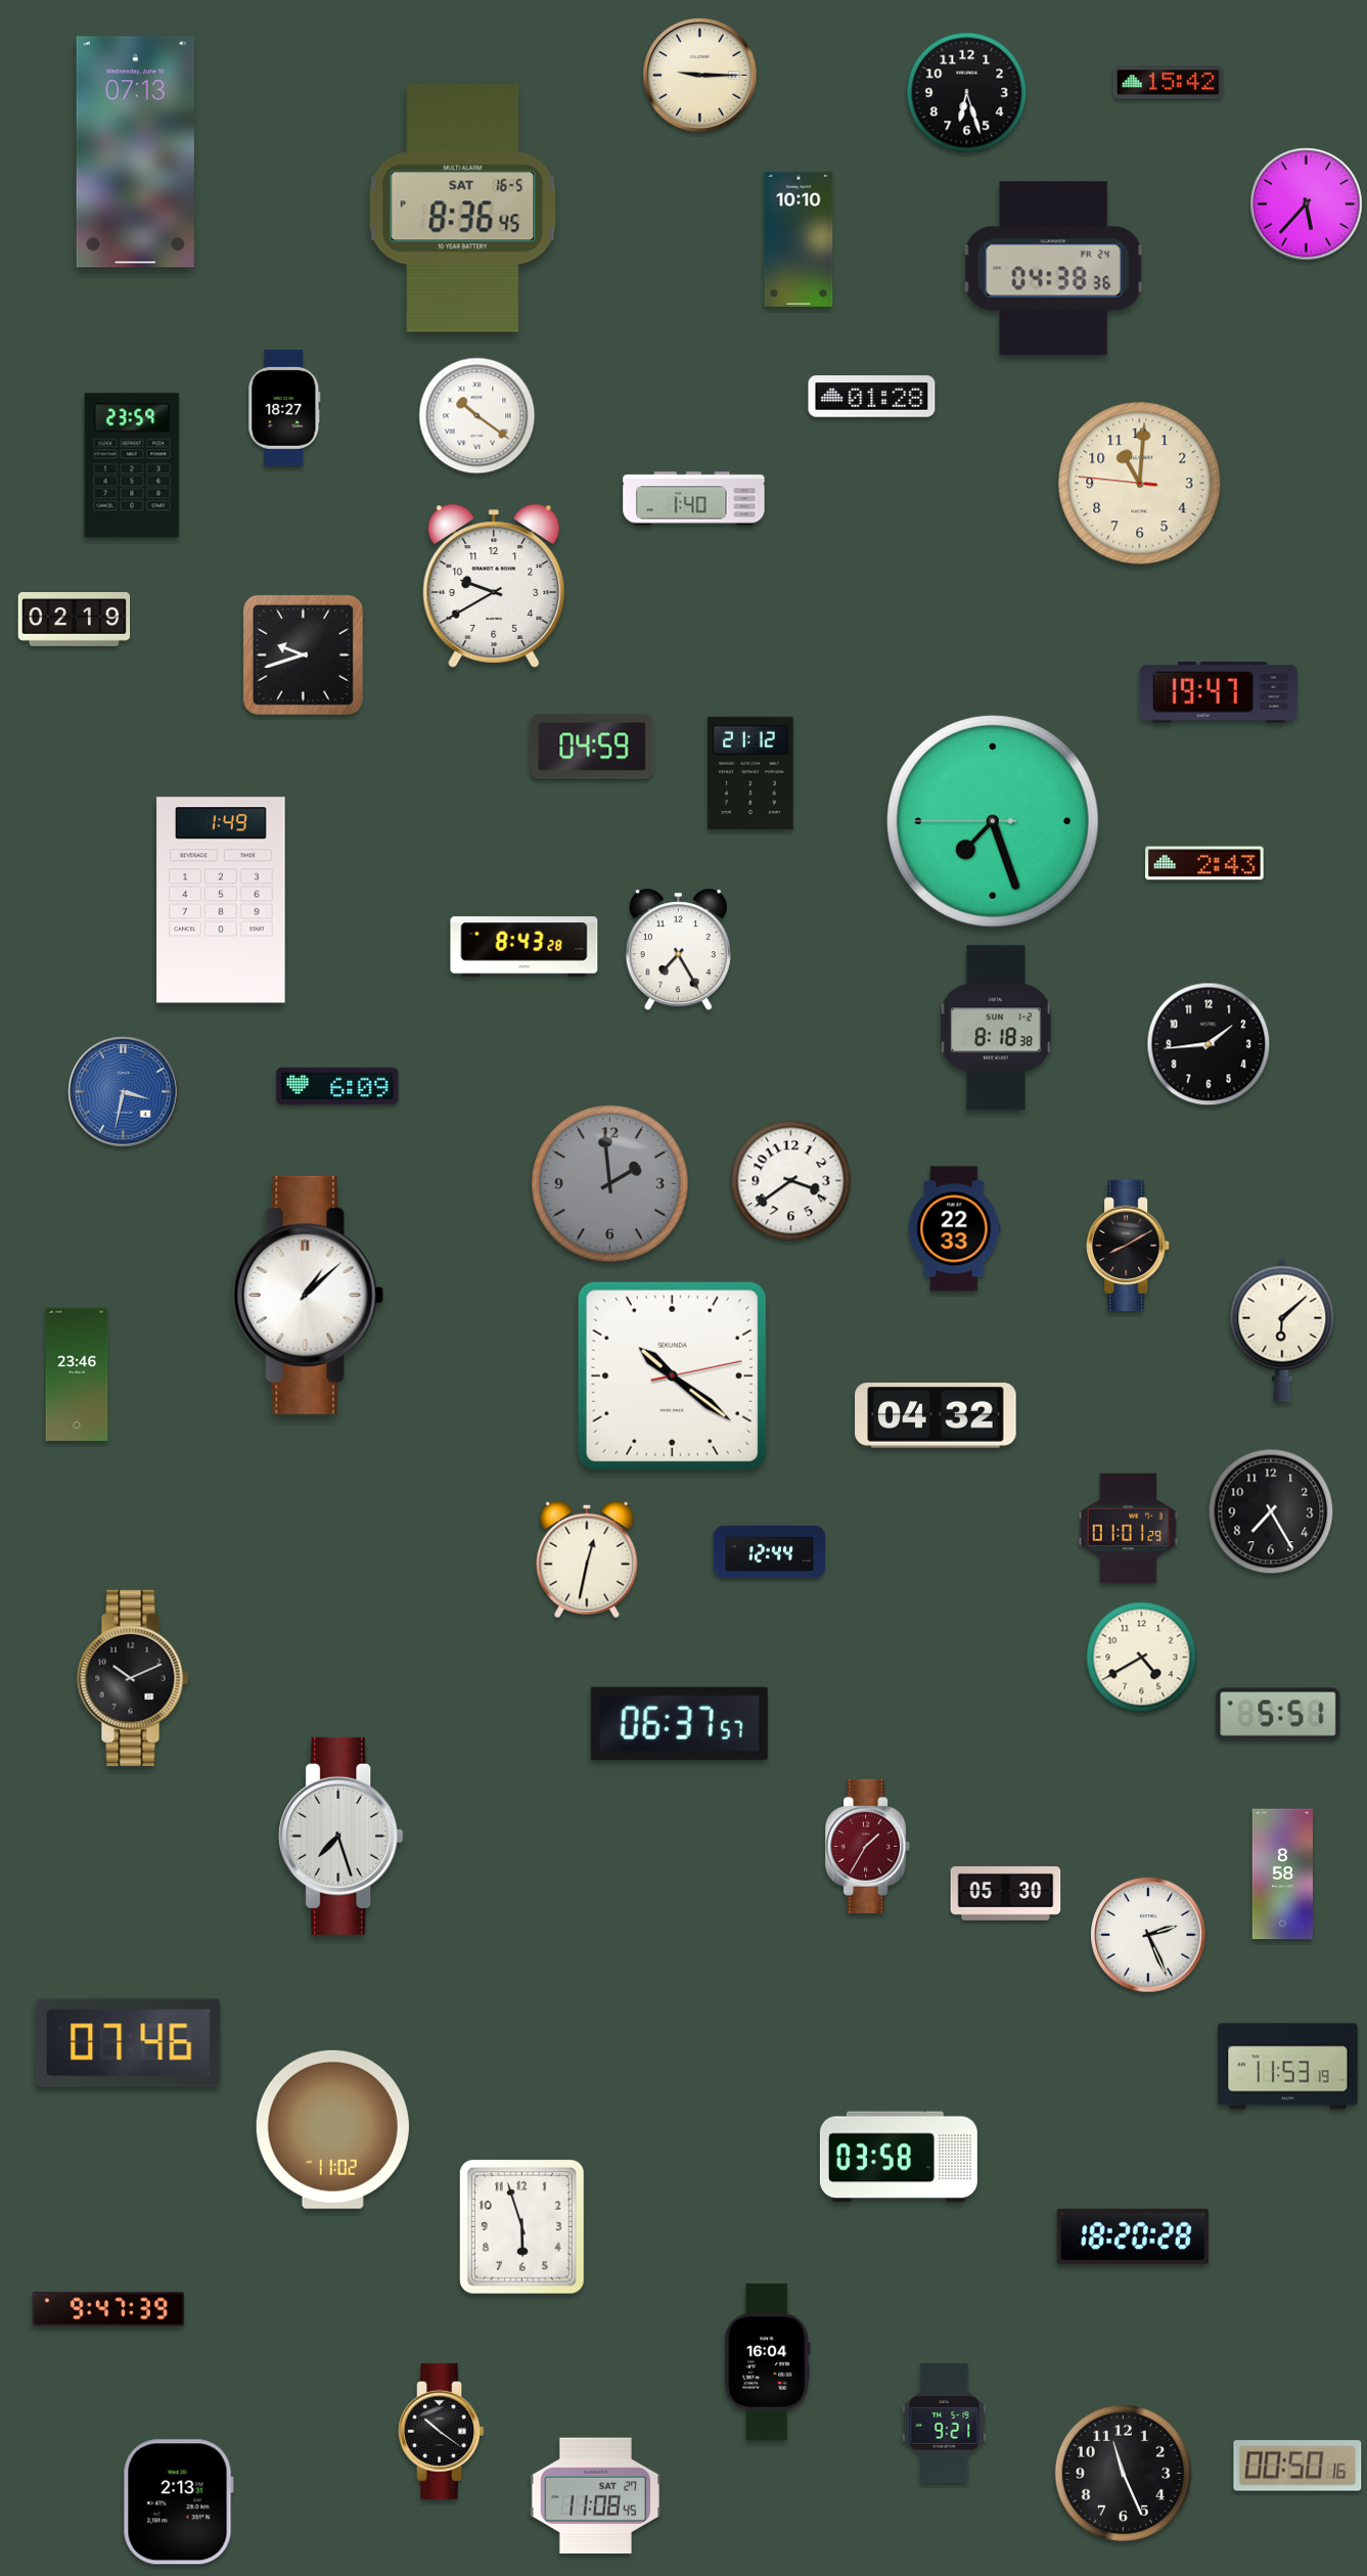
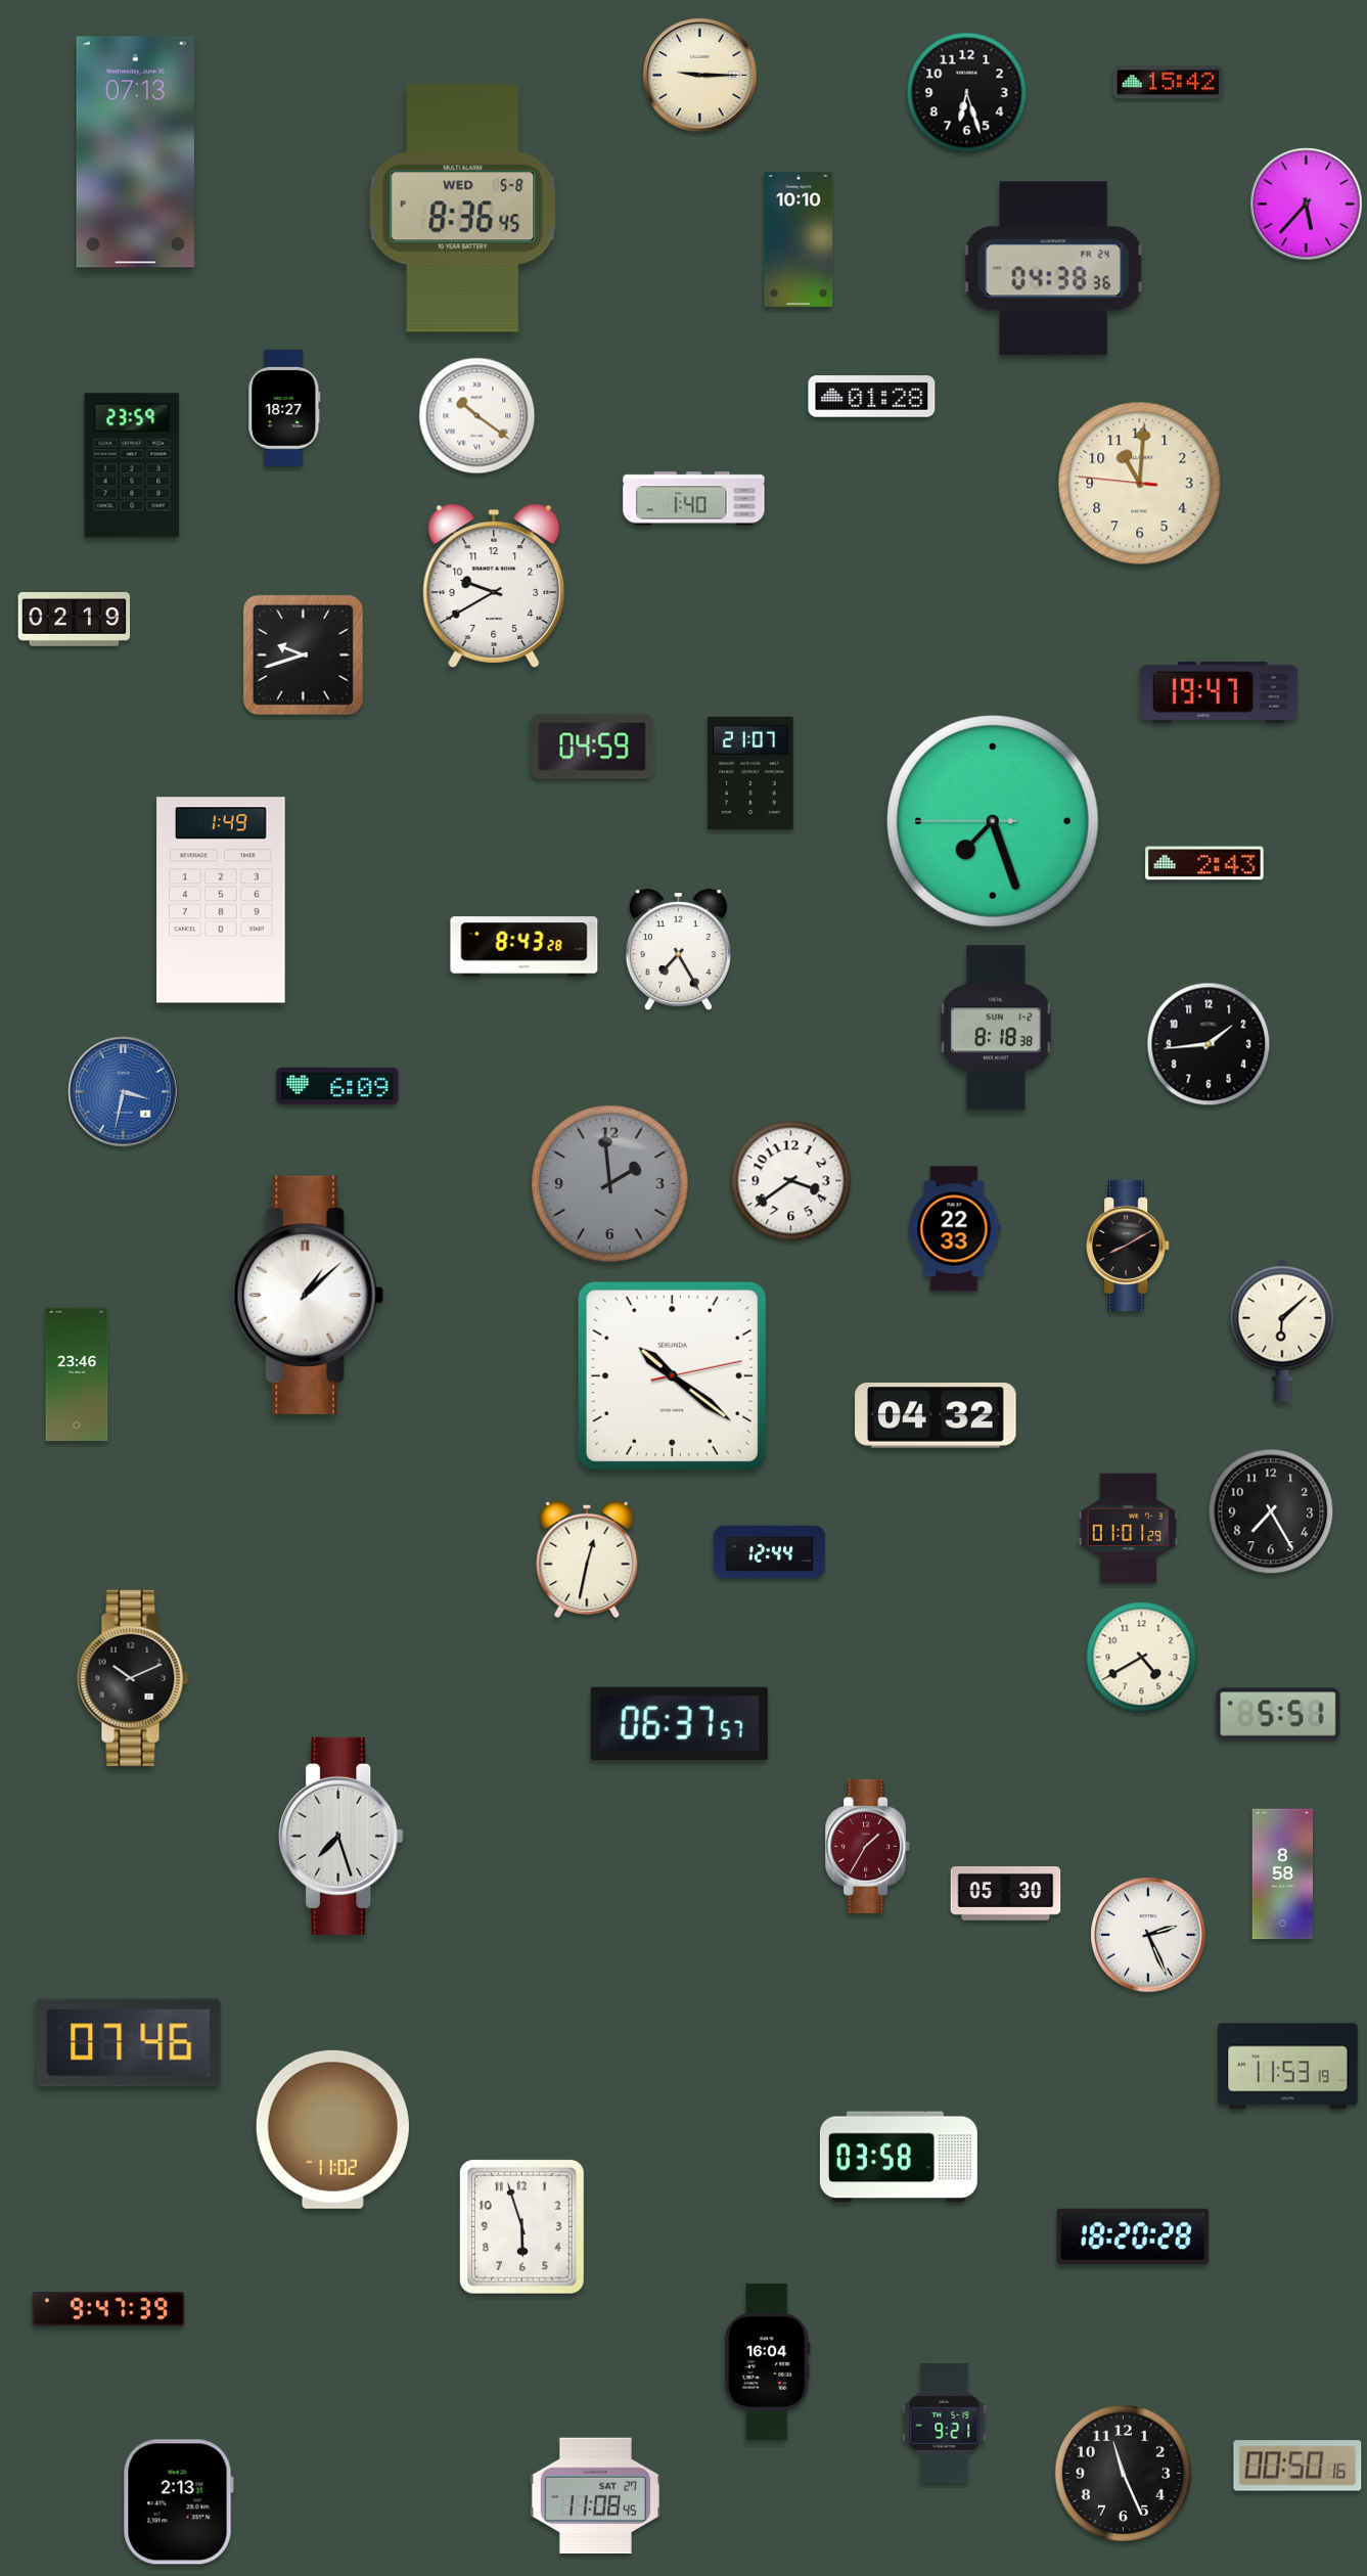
clock at (463, 209) date: SAT 16-5 -> WED 5-8
clock at (750, 773): 21:12 -> 21:07
clock at (442, 2431): 10:21 -> none
